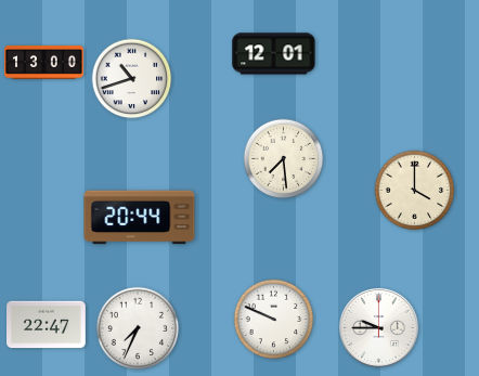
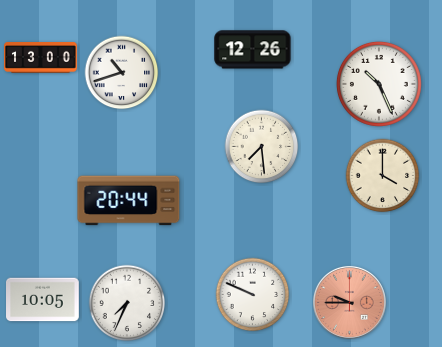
clock at (274, 54): 12:01 -> 12:26
clock at (379, 84): none -> 10:26
clock at (47, 325): 22:47 -> 10:05
clock at (378, 327) dial: white -> salmon
